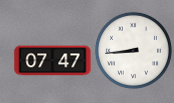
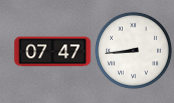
clock at (53, 61) position: (53, 61) -> (53, 52)
